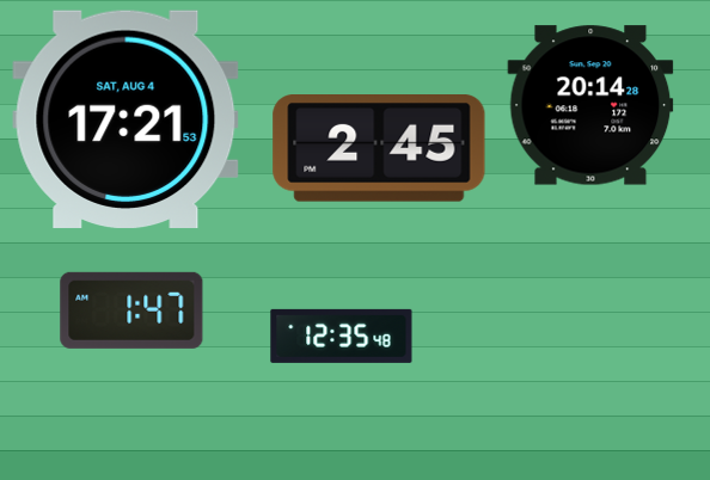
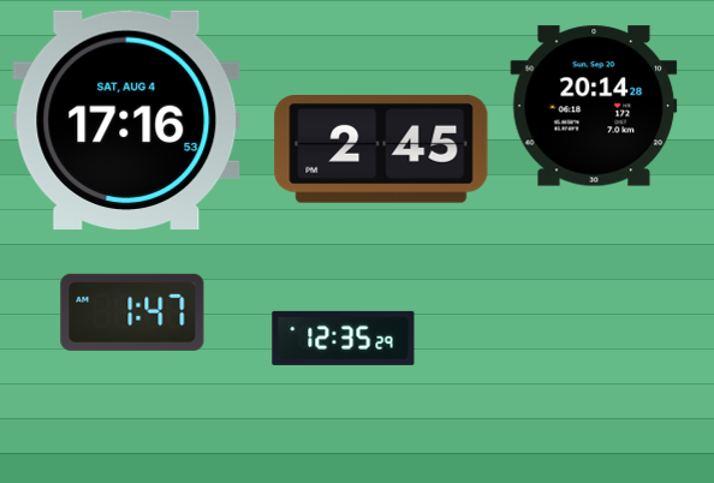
clock at (126, 119): 17:21 -> 17:16
clock at (342, 336): 12:35:48 -> 12:35:29
